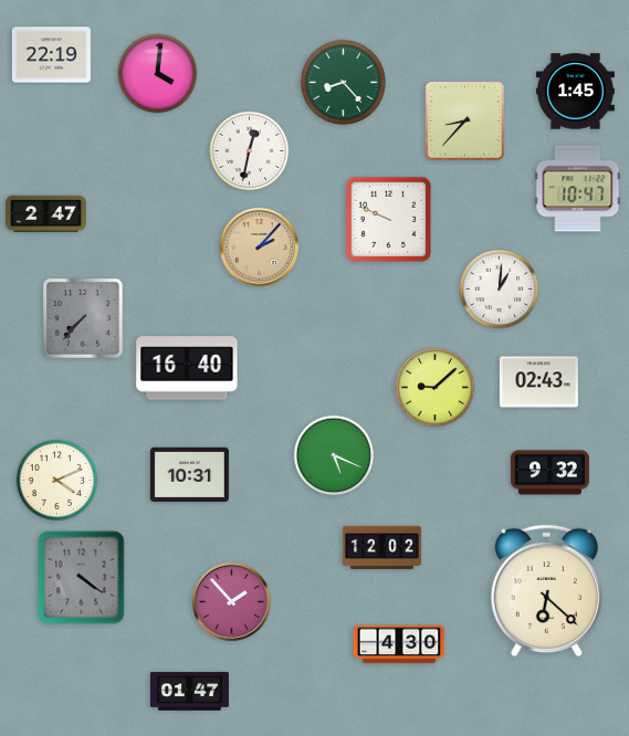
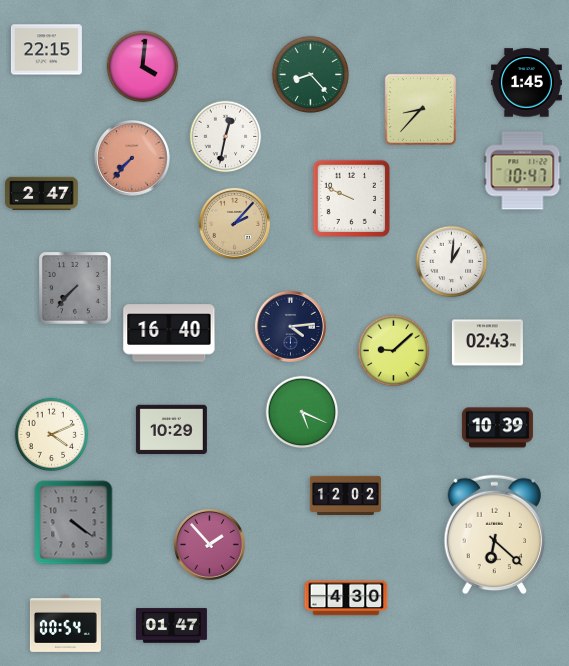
clock at (51, 55): 22:19 -> 22:15
clock at (575, 92) position: (575, 92) -> (526, 83)
clock at (133, 159): none -> 7:37
clock at (290, 326): none -> 4:14
clock at (538, 382) position: (538, 382) -> (487, 343)
clock at (549, 473): 9:32 -> 10:39
clock at (189, 475): 10:31 -> 10:29
clock at (399, 644) position: (399, 644) -> (346, 598)
clock at (65, 623): none -> 00:54
